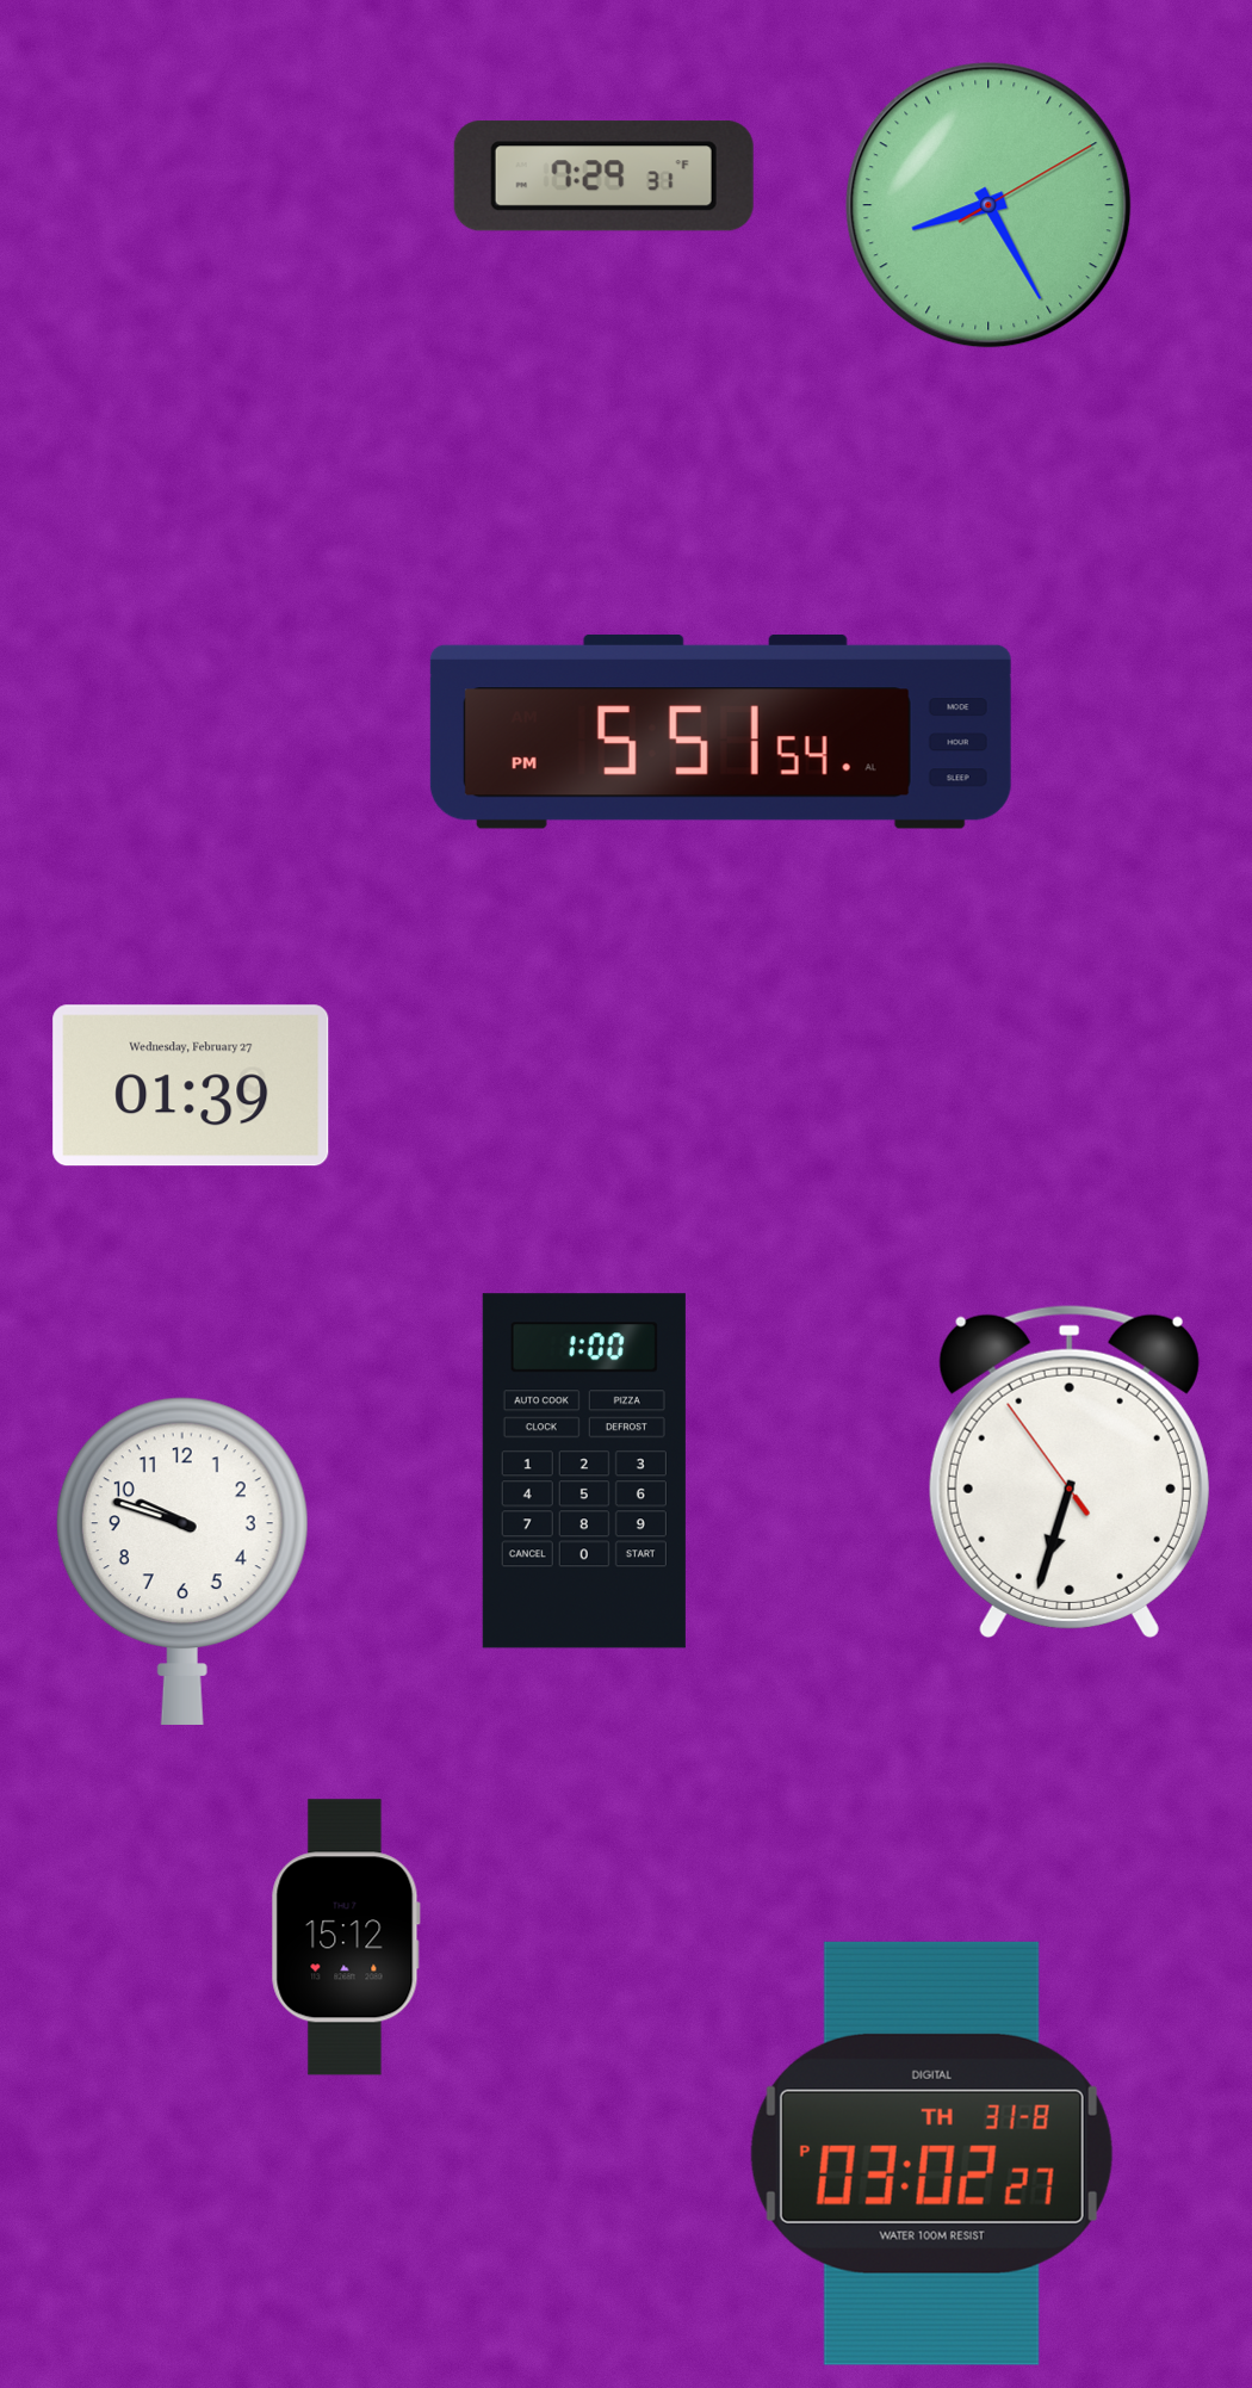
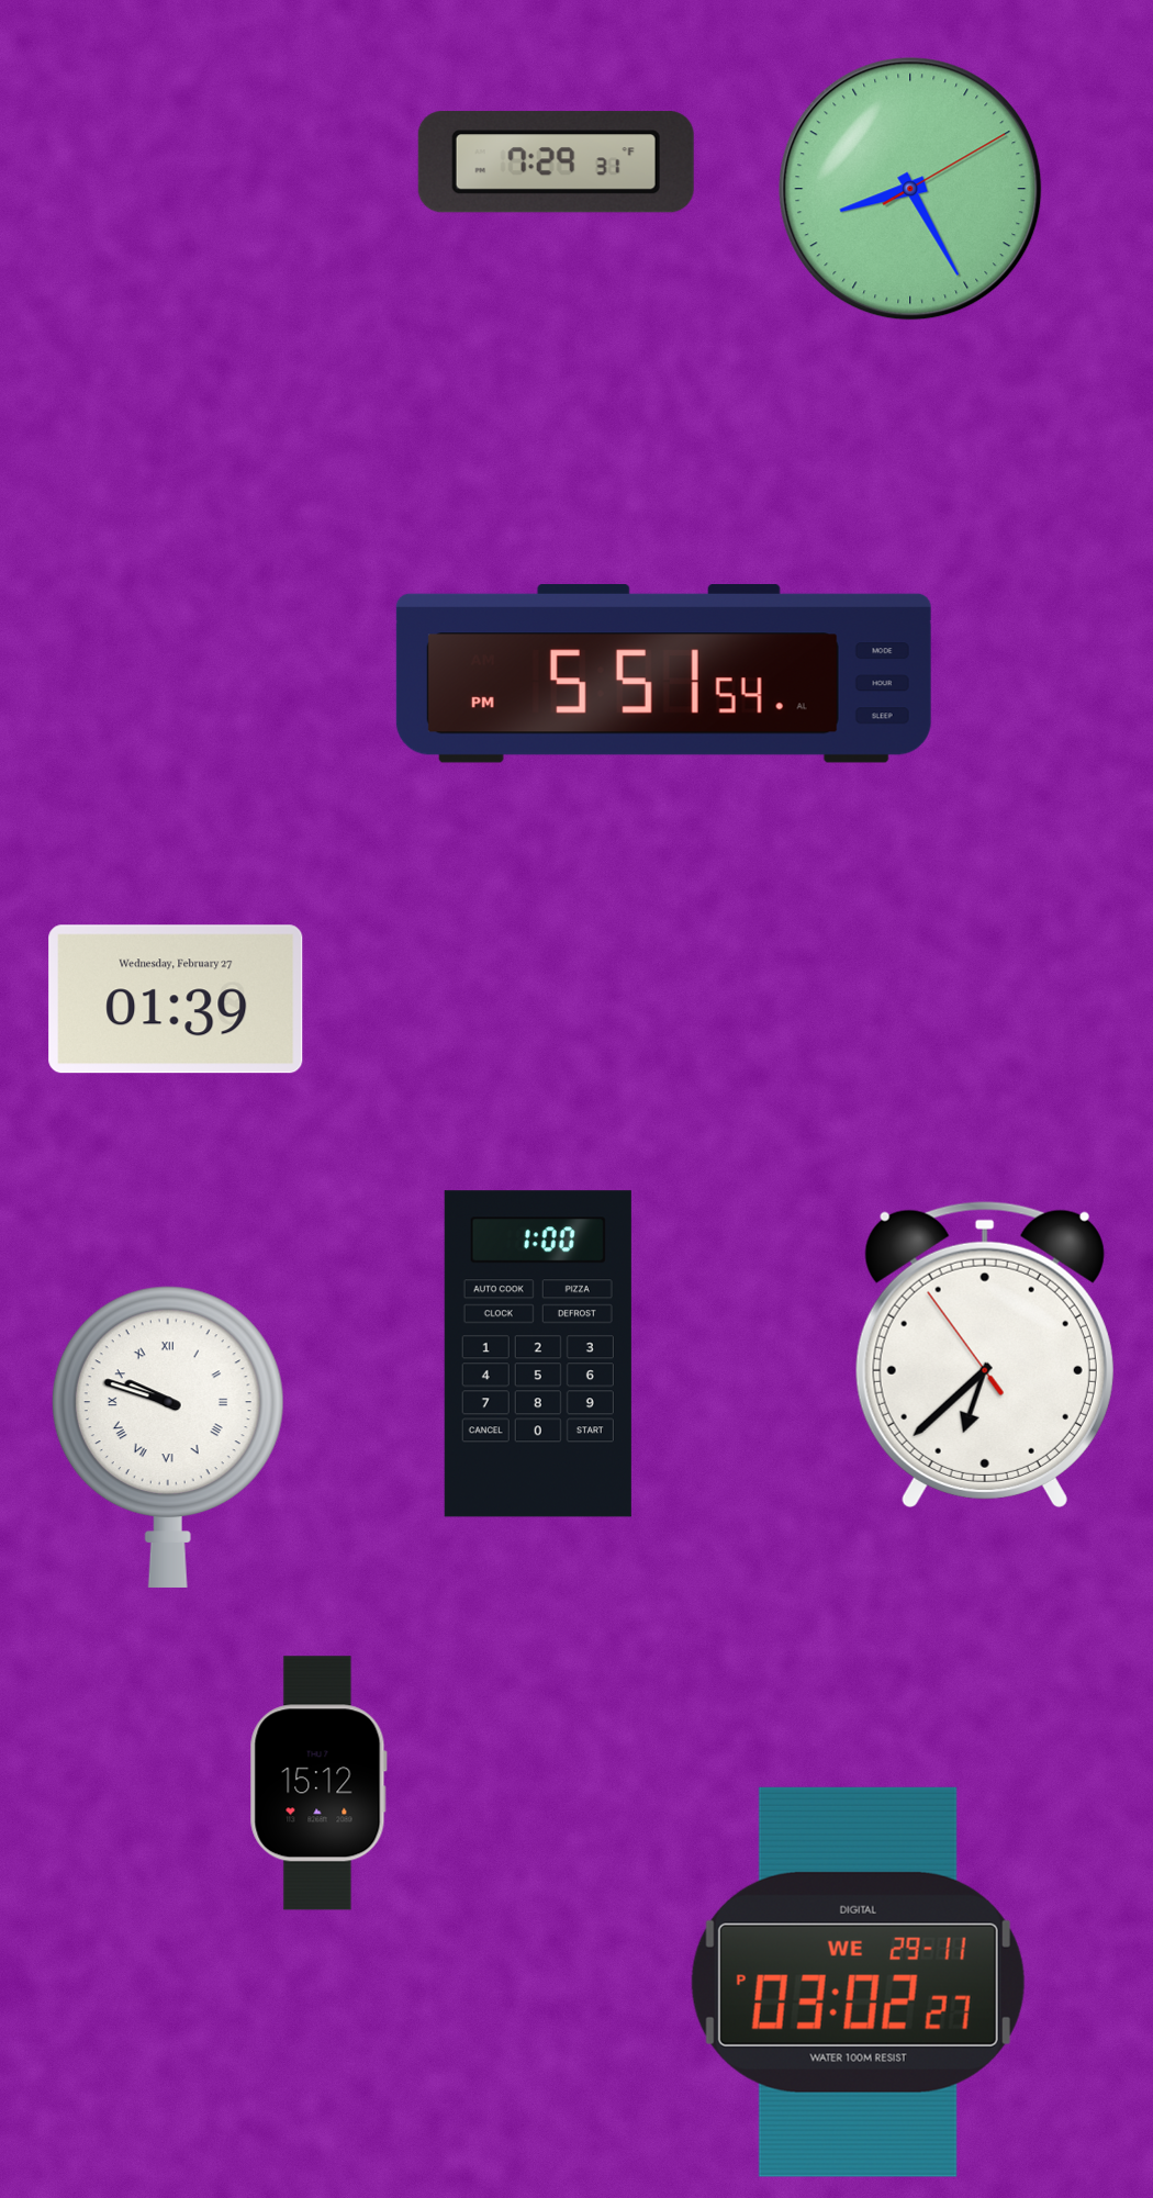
clock at (1070, 1471): 6:32 -> 6:37
clock at (182, 1561) numerals: Arabic -> Roman
clock at (931, 2153) date: TH 31-8 -> WE 29-11
